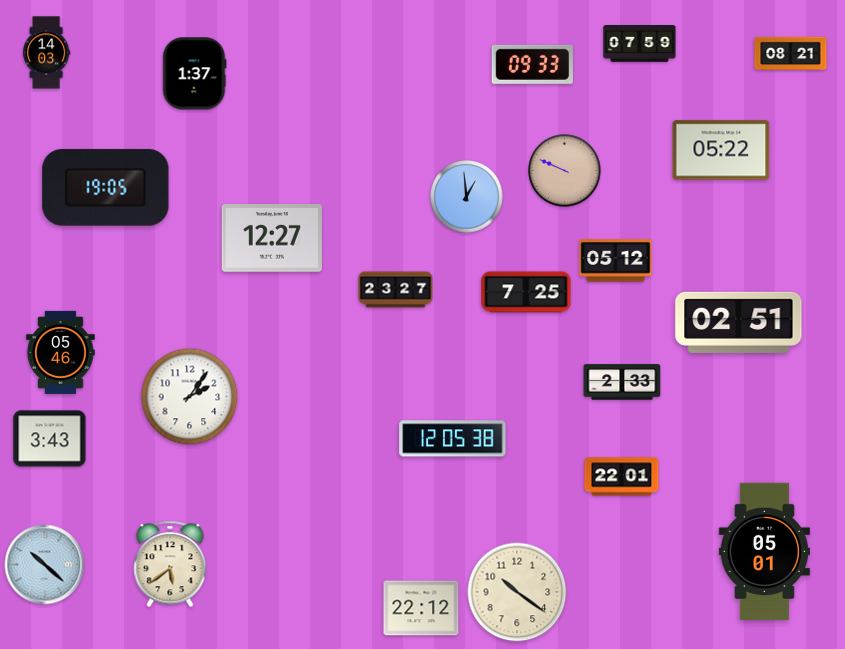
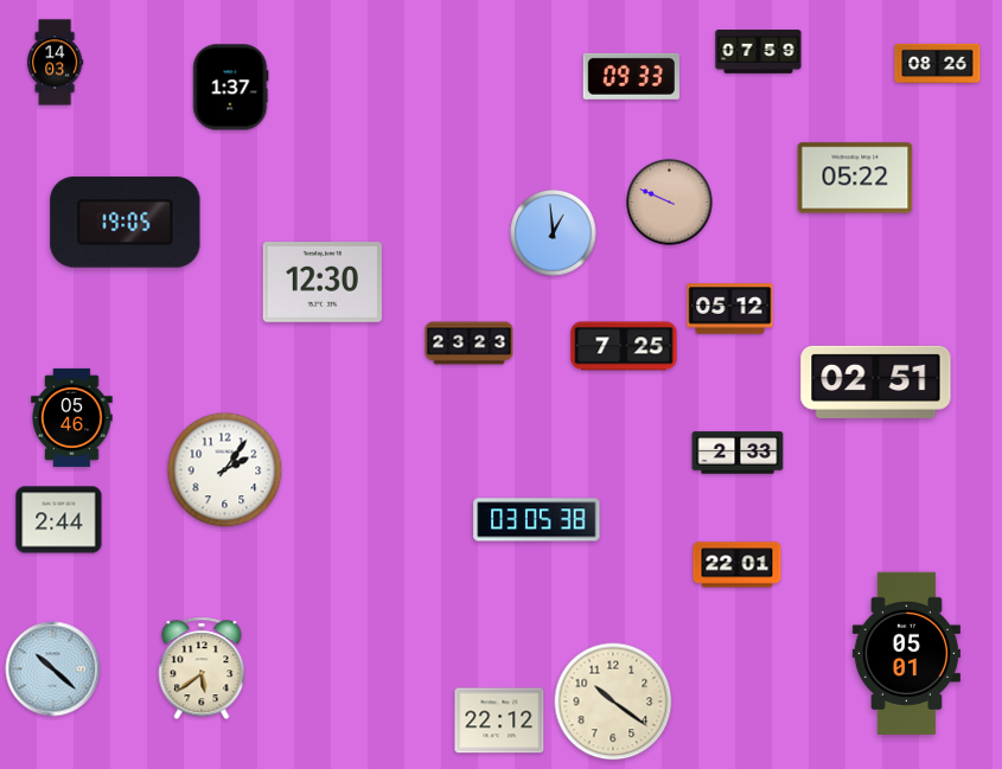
clock at (791, 54): 08:21 -> 08:26
clock at (272, 239): 12:27 -> 12:30
clock at (396, 290): 23:27 -> 23:23
clock at (50, 439): 3:43 -> 2:44
clock at (453, 439): 12:05 -> 03:05
